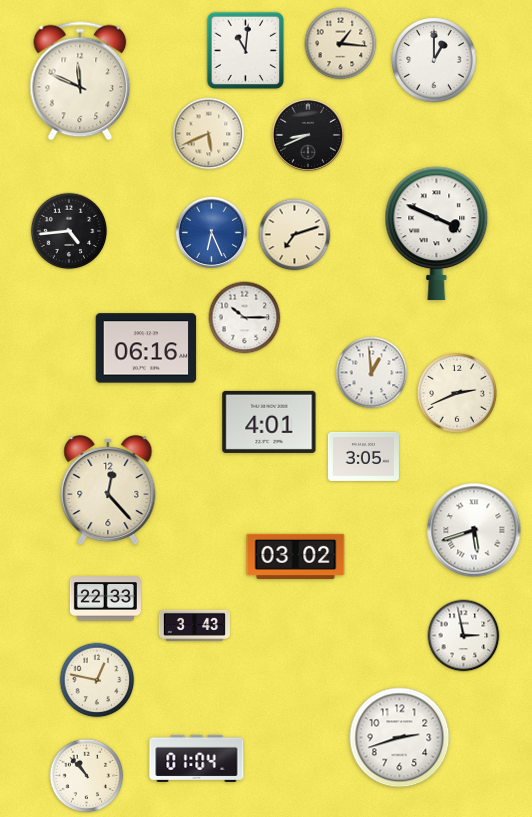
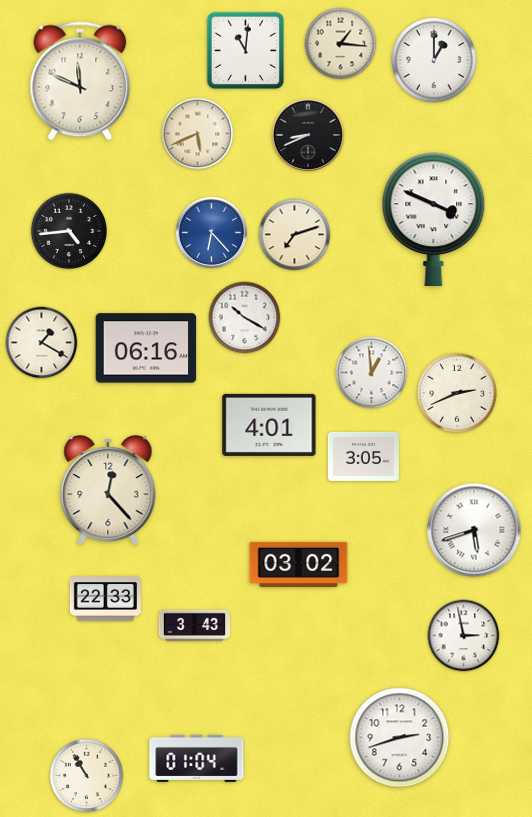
clock at (209, 134) position: (209, 134) -> (198, 134)
clock at (211, 232): 6:26 -> 6:23
clock at (437, 233) position: (437, 233) -> (434, 219)
clock at (245, 318): 10:15 -> 10:20
clock at (42, 343): none -> 1:20
clock at (269, 422) position: (269, 422) -> (269, 425)
clock at (296, 556) position: (296, 556) -> (299, 564)
clock at (97, 680): 12:47 -> none
clock at (87, 776): 10:53 -> 10:55
